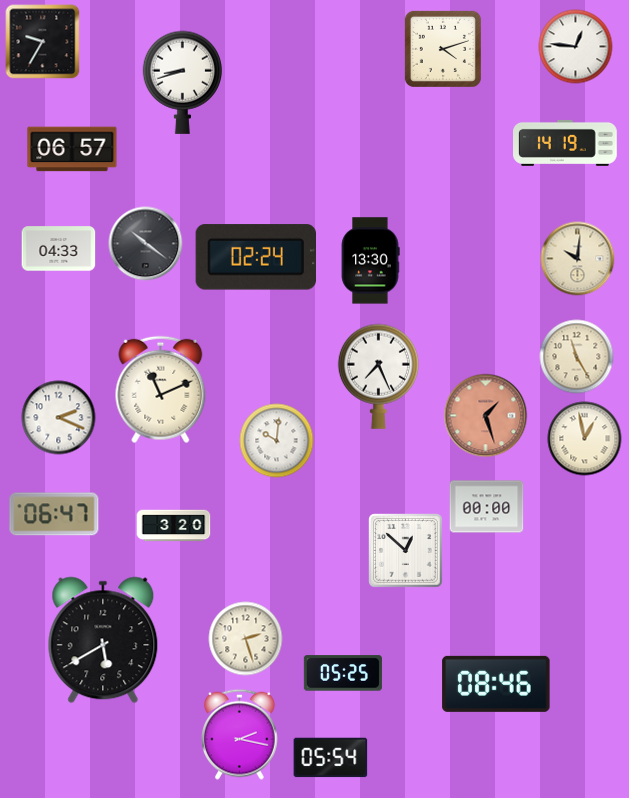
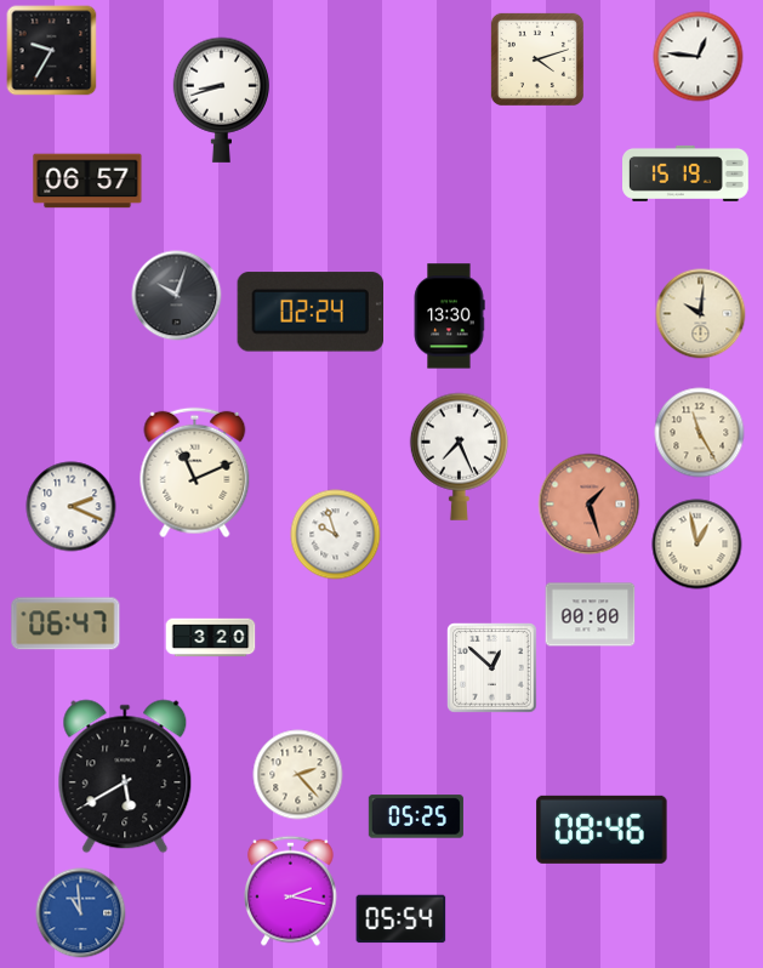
clock at (566, 143): 14:19 -> 15:19
clock at (146, 244): 10:21 -> 10:03
clock at (59, 249): 04:33 -> none
clock at (585, 439) position: (585, 439) -> (697, 545)
clock at (277, 441): 10:01 -> 9:57
clock at (246, 639): 2:27 -> 2:23
clock at (81, 913): none -> 10:59
